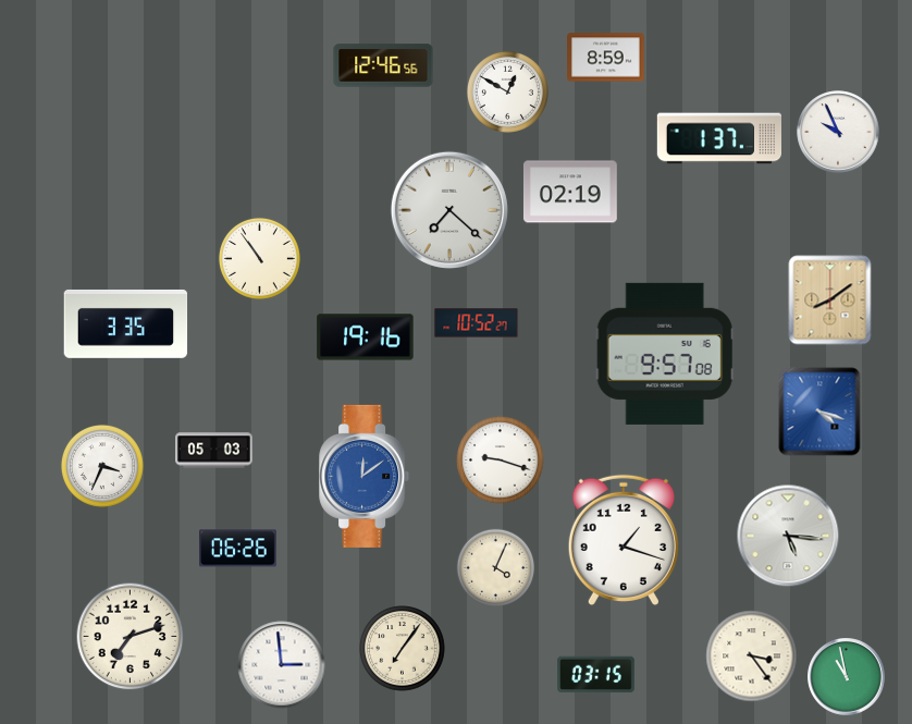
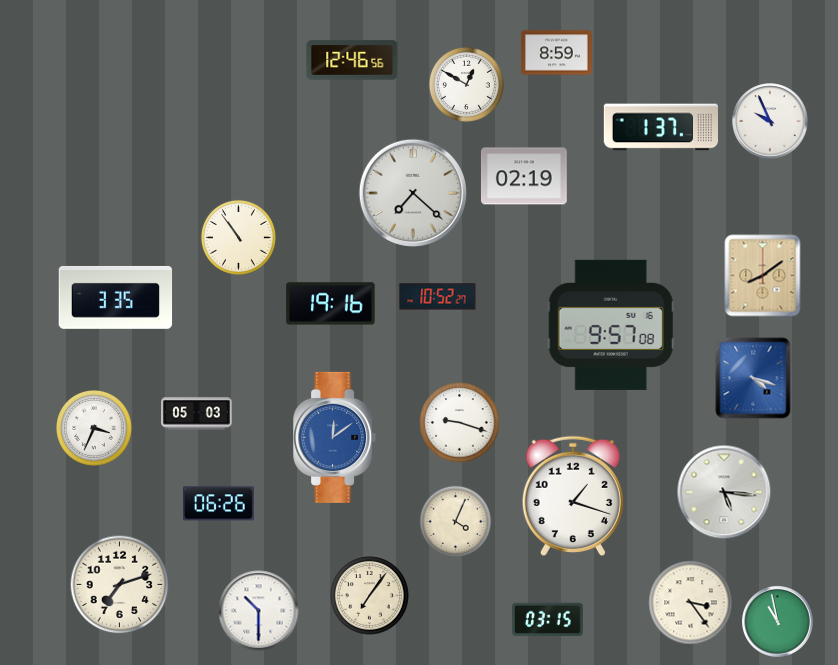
clock at (366, 338) position: (366, 338) -> (331, 304)
clock at (282, 665): 2:59 -> 10:30
